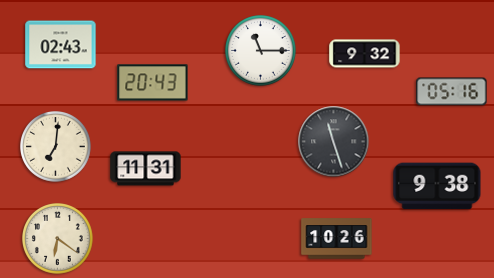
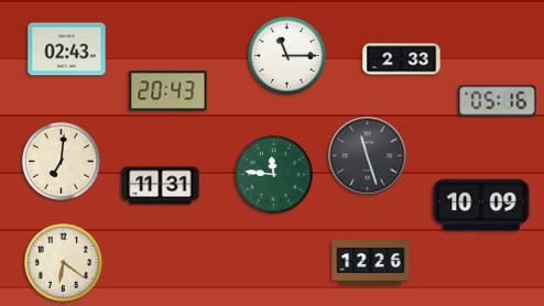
clock at (365, 54): 9:32 -> 2:33
clock at (274, 175): none -> 11:46
clock at (437, 186): 9:38 -> 10:09
clock at (337, 239): 10:26 -> 12:26
